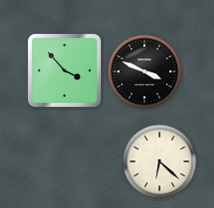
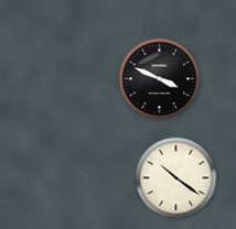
clock at (64, 70): 3:53 -> none
clock at (160, 162): 6:22 -> 10:21
